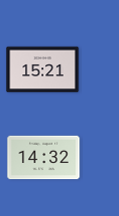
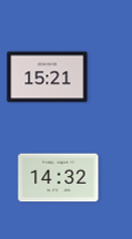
clock at (44, 158) position: (44, 158) -> (59, 178)
